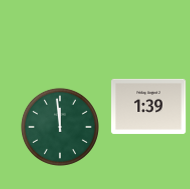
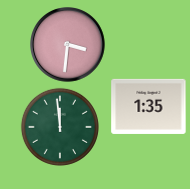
clock at (68, 45): none -> 3:31
clock at (149, 106): 1:39 -> 1:35
